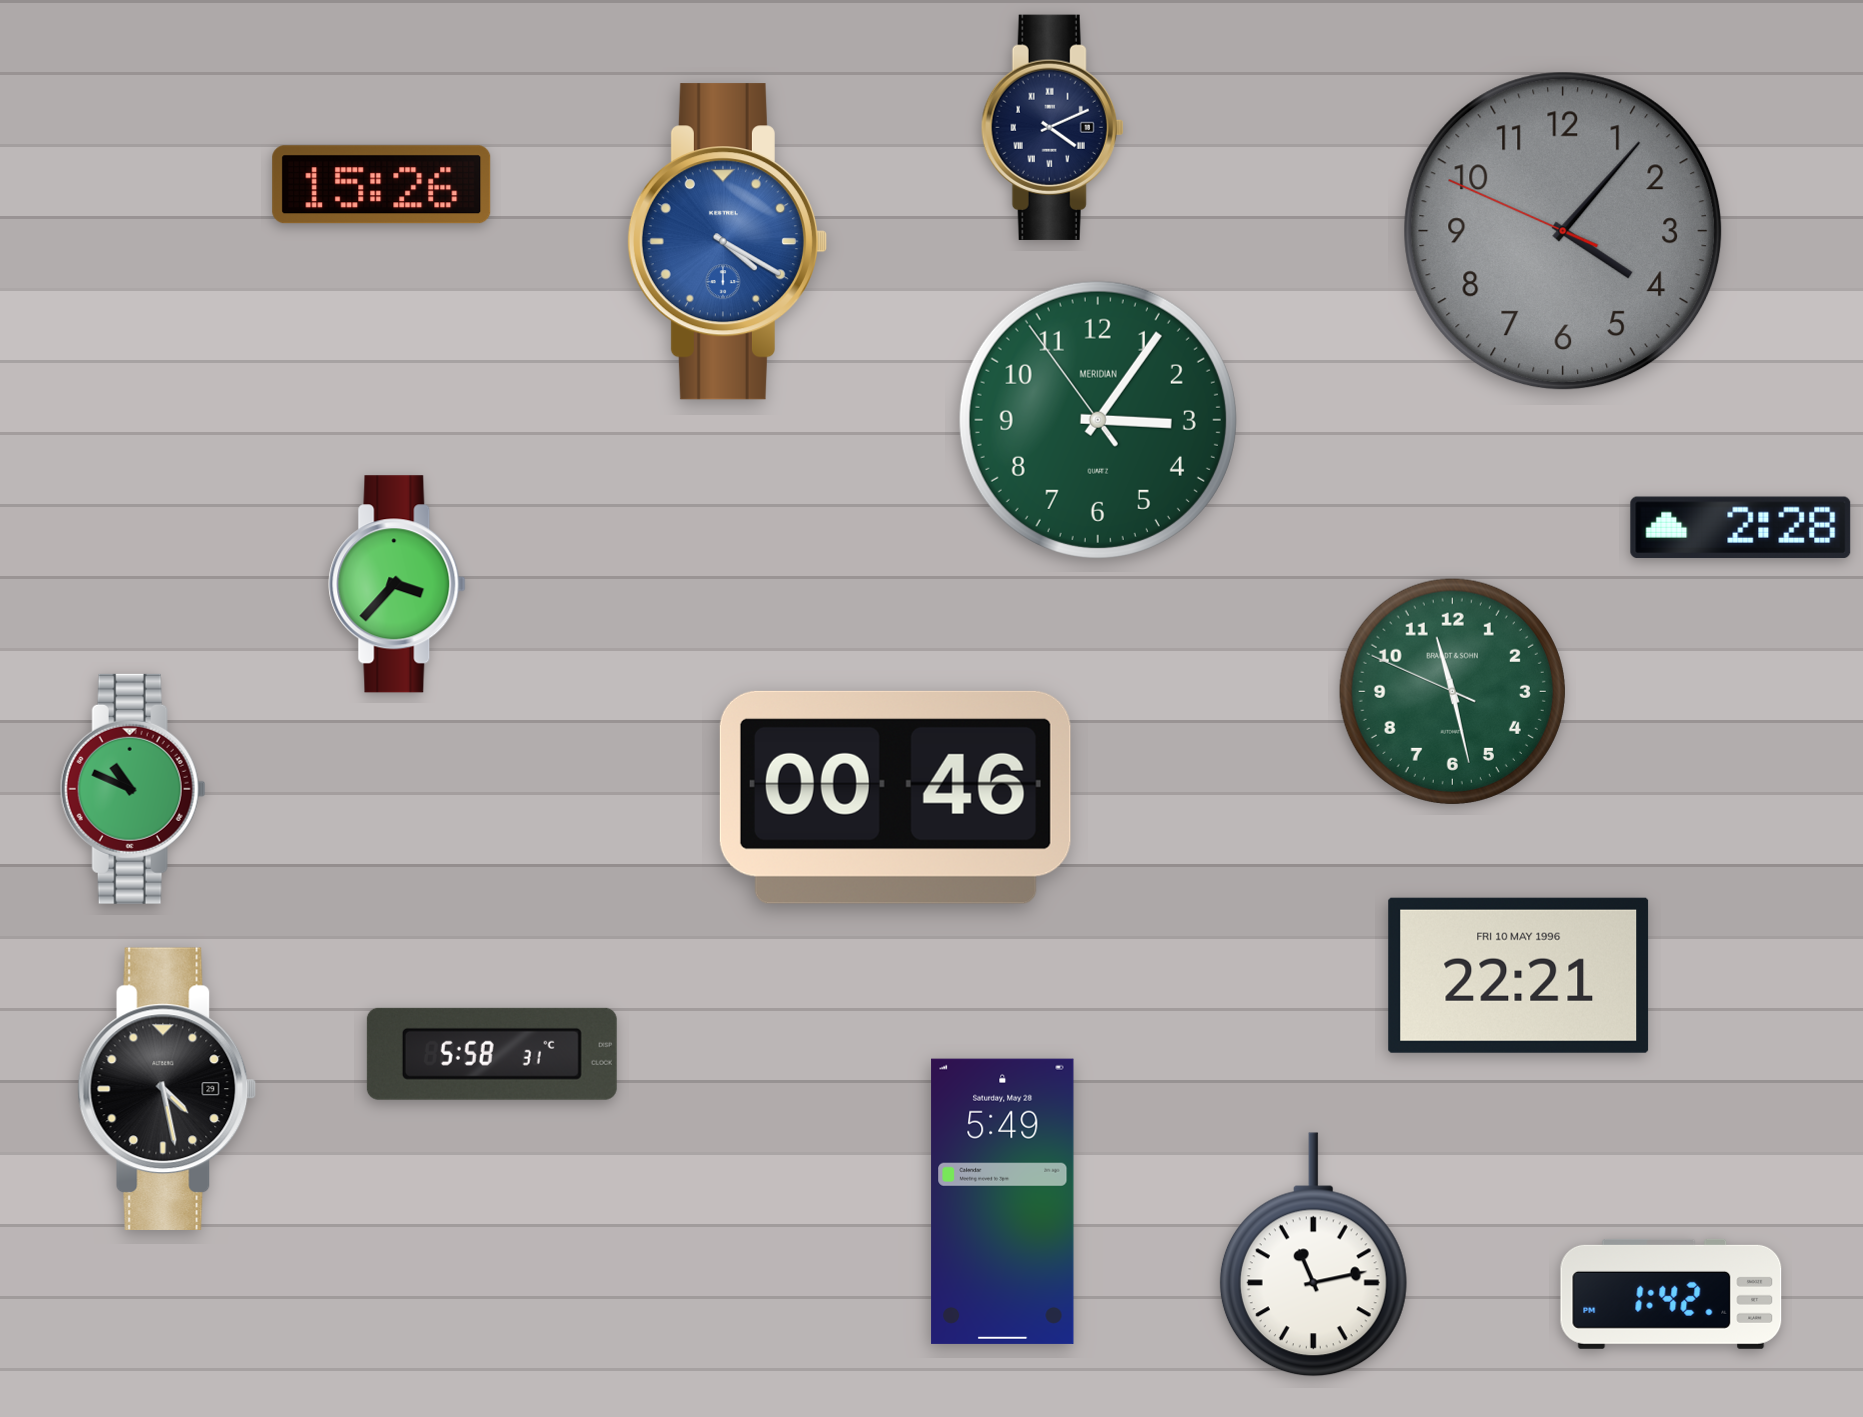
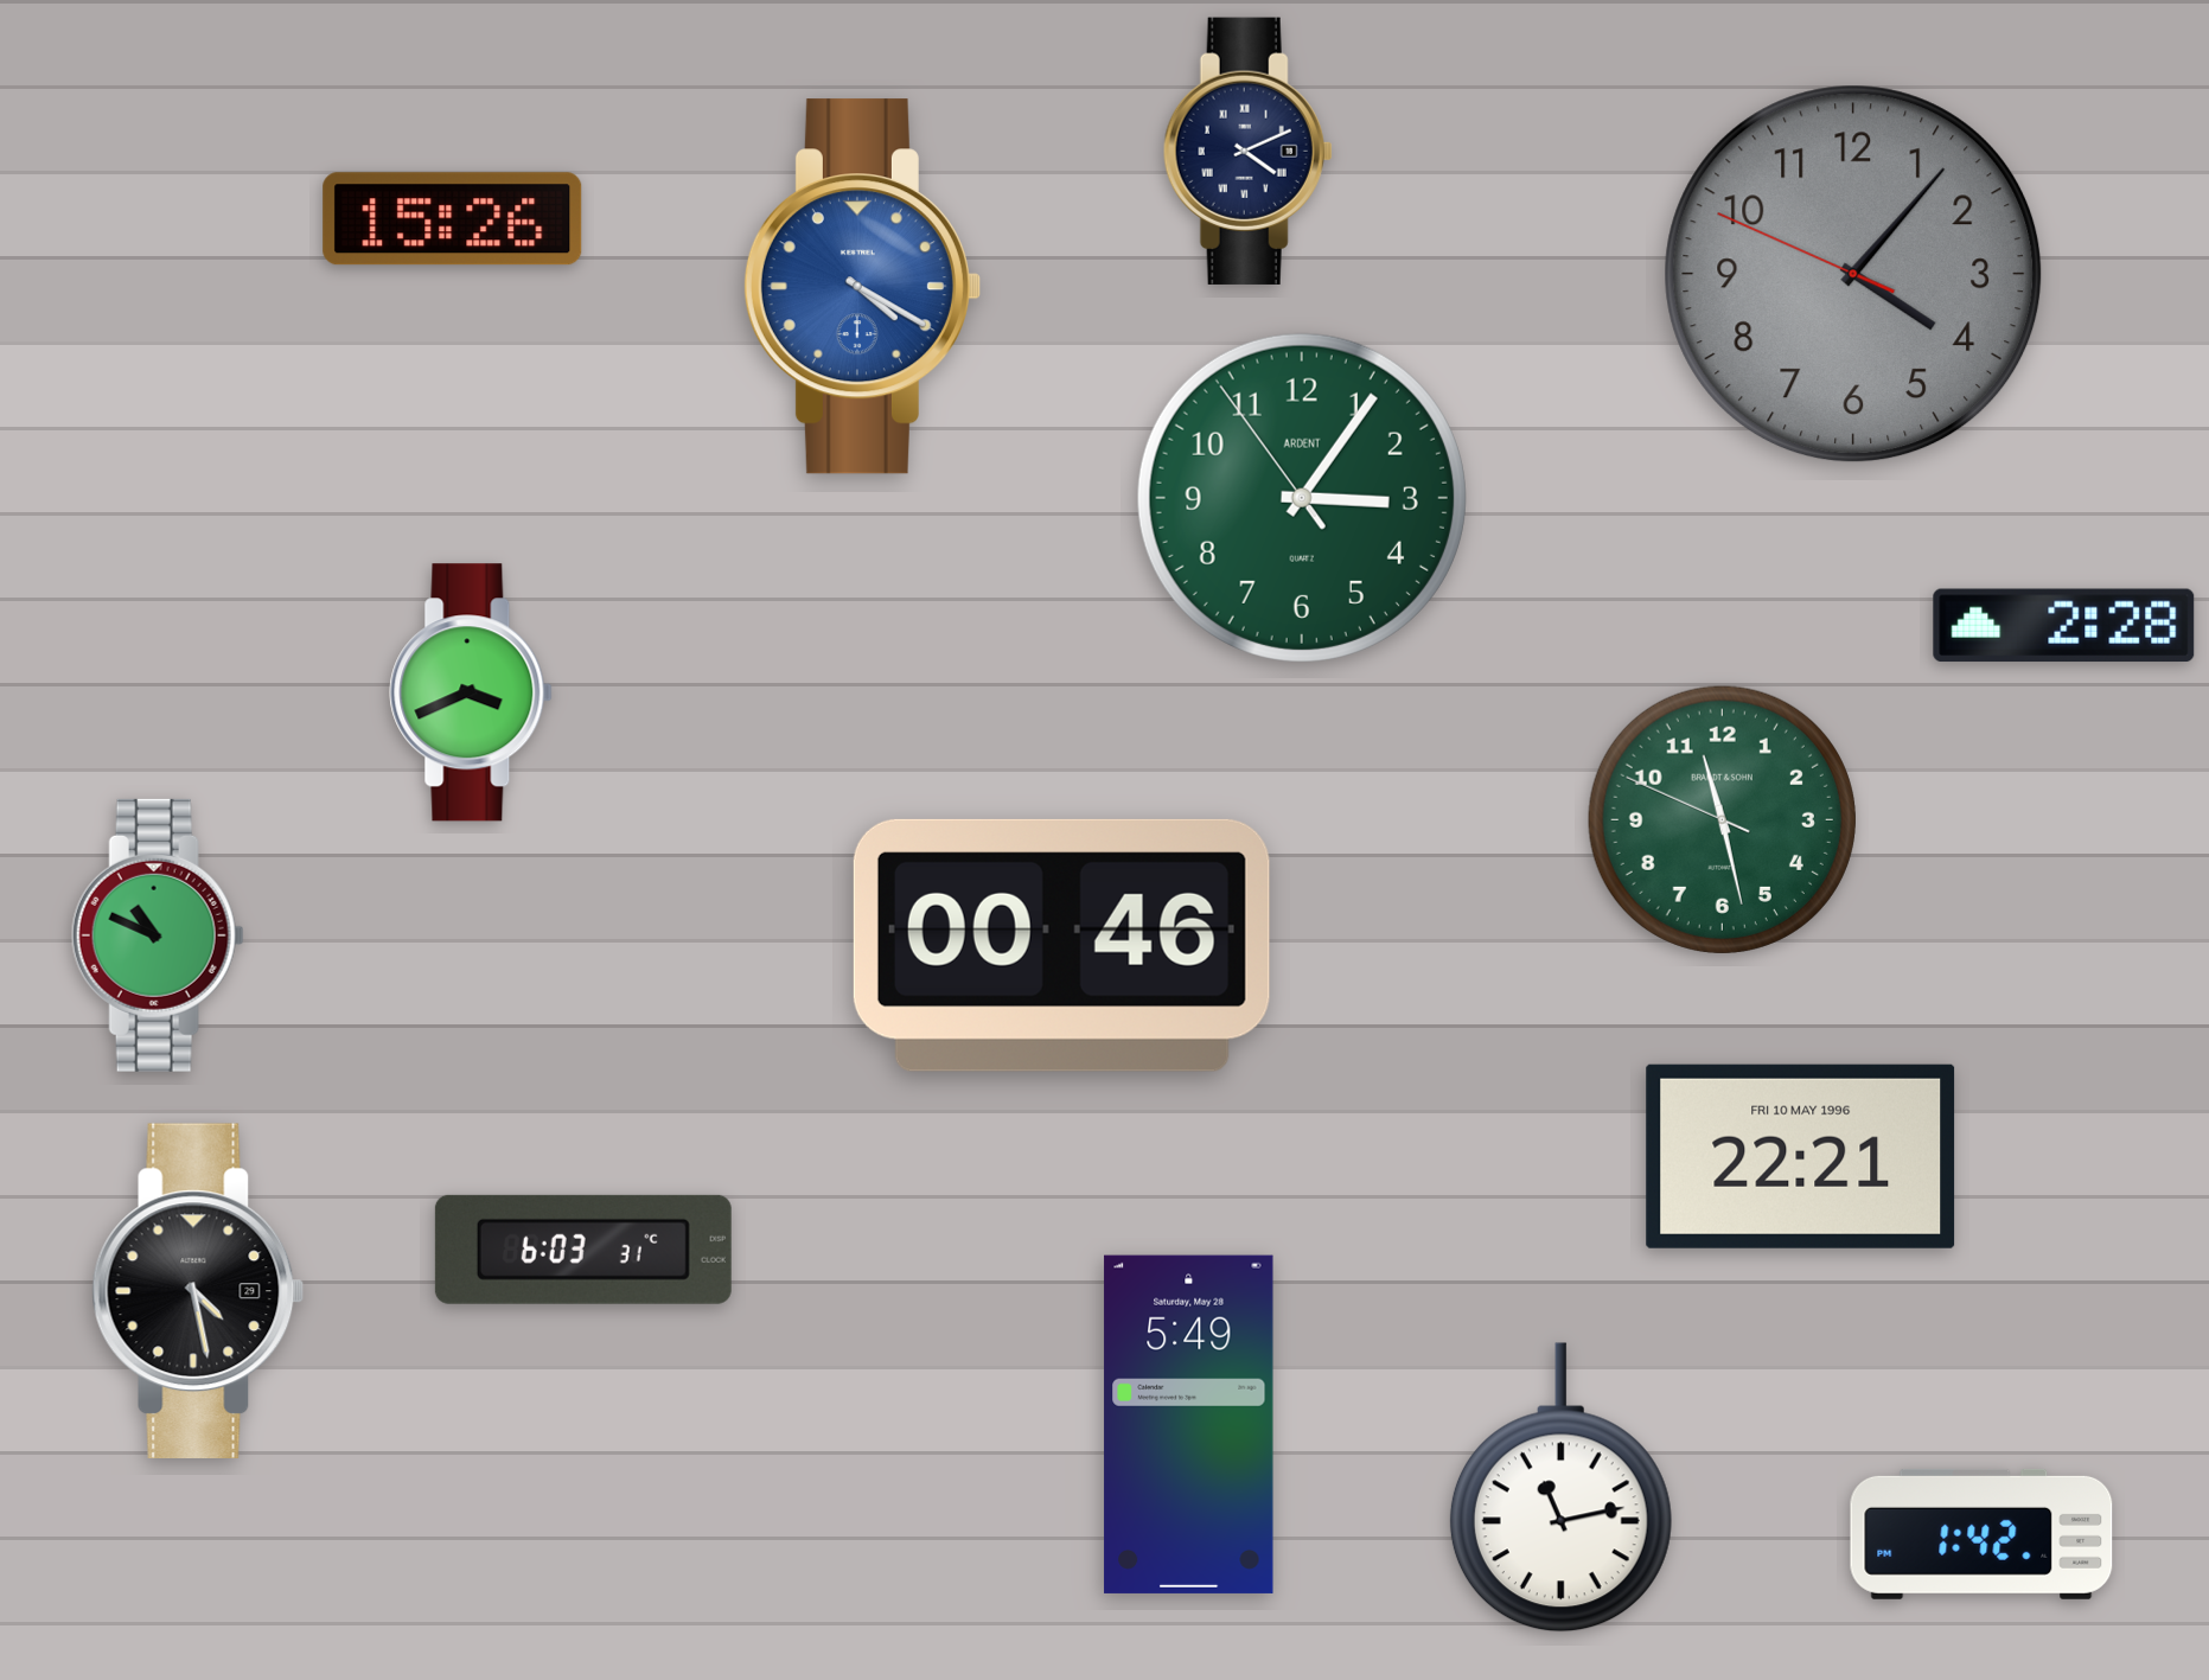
clock at (1098, 420) brand: MERIDIAN -> ARDENT
clock at (397, 584): 3:37 -> 3:41
clock at (492, 1054): 5:58 -> 6:03
clock at (1313, 1255) position: (1313, 1255) -> (1560, 1488)
